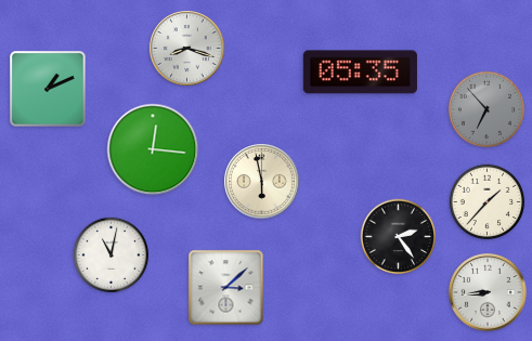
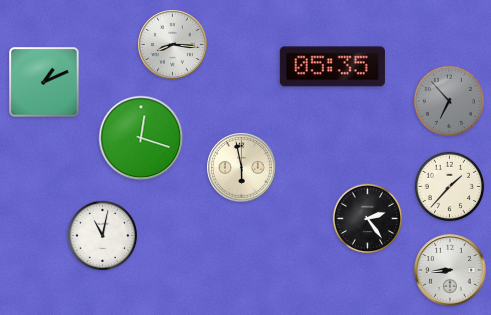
clock at (187, 49): 8:18 -> 8:16
clock at (153, 149): 12:16 -> 12:18
clock at (226, 288): 3:08 -> none
